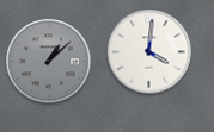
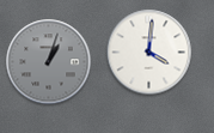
clock at (49, 62): 1:08 -> 1:03
